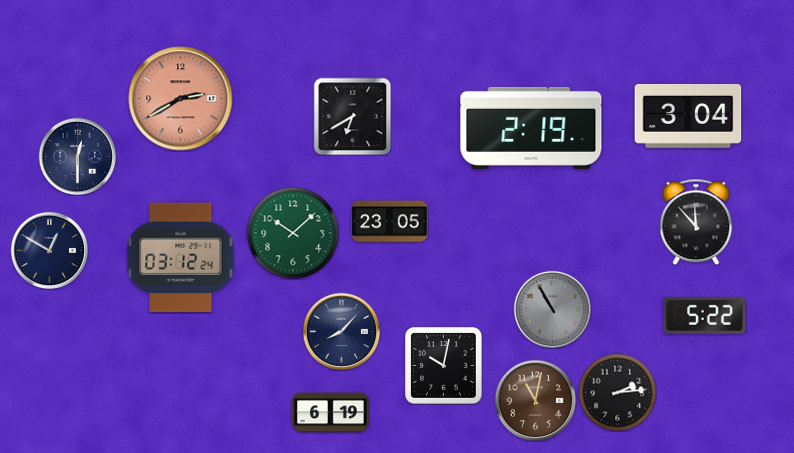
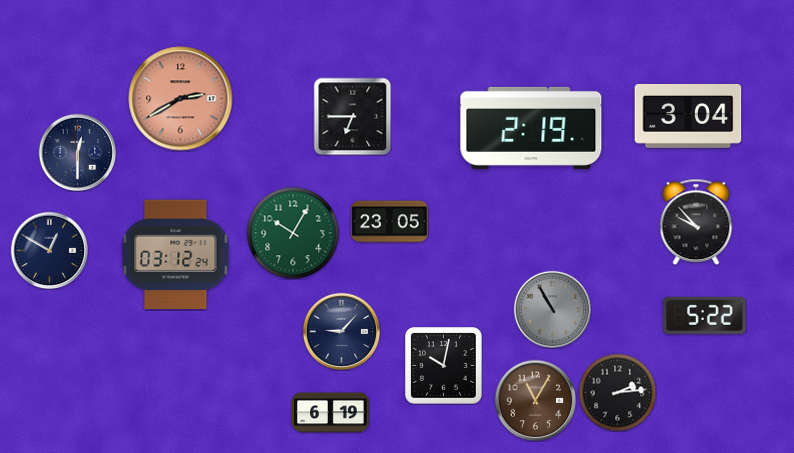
clock at (352, 116): 6:40 -> 6:45
clock at (77, 156) position: (77, 156) -> (77, 152)
clock at (696, 222): 11:53 -> 9:53
clock at (293, 233): 10:08 -> 10:05
clock at (181, 258) position: (181, 258) -> (176, 255)
clock at (341, 331): 8:07 -> 9:07
clock at (535, 400): 11:02 -> 11:05
